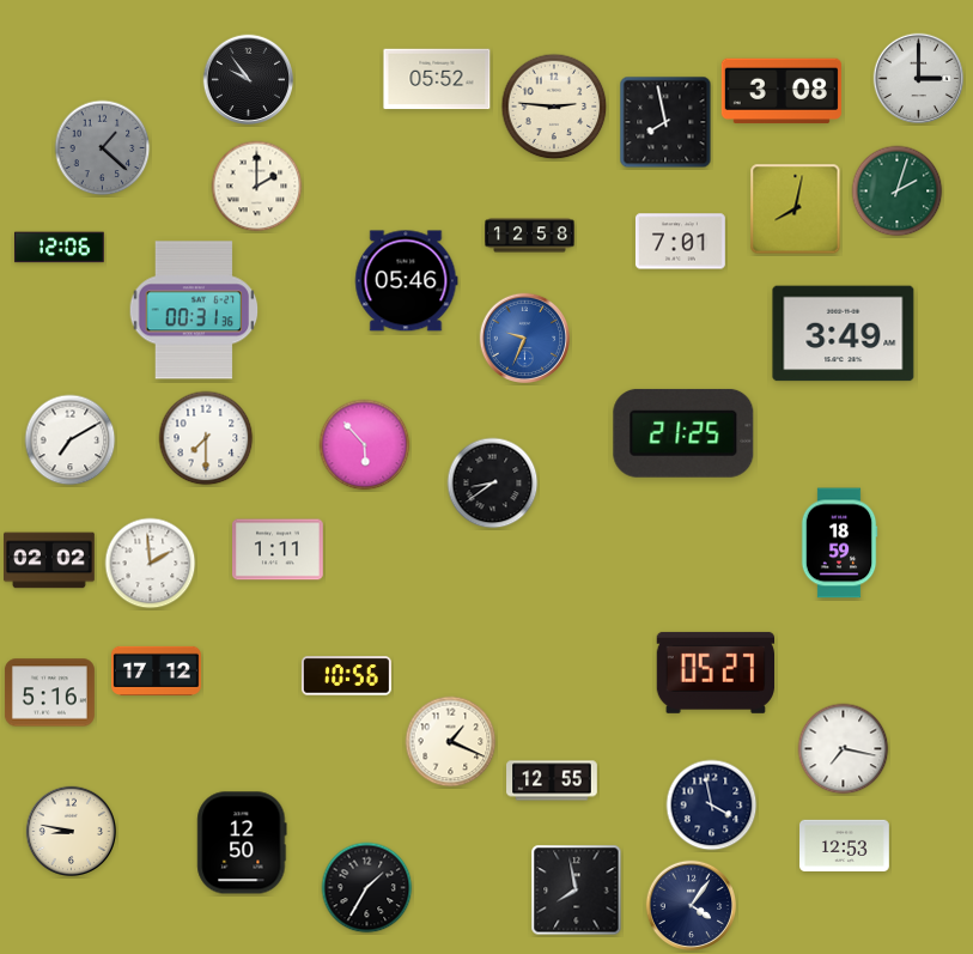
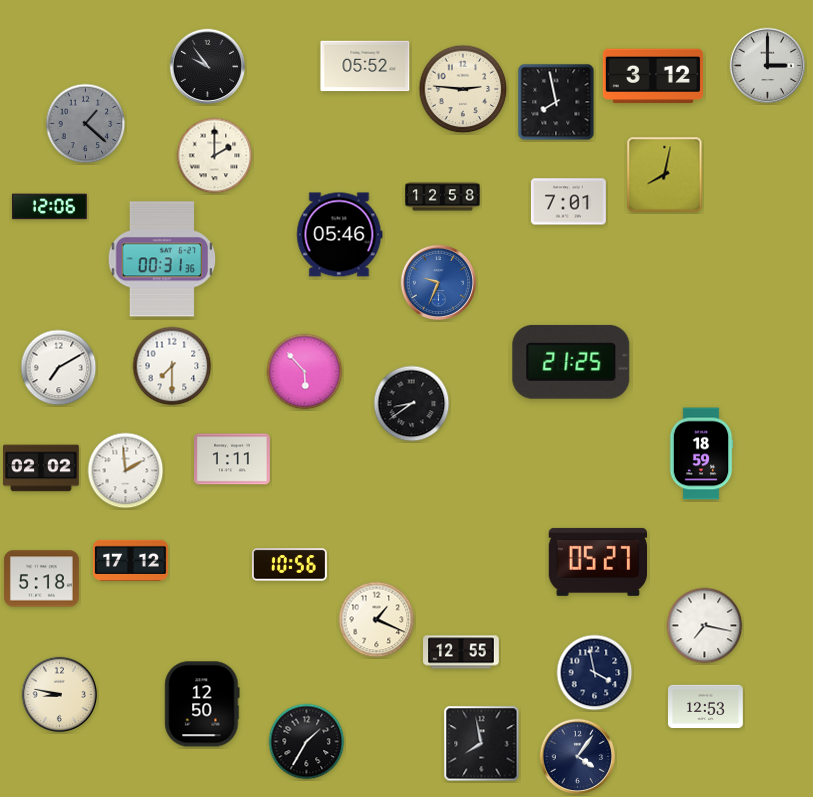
clock at (782, 91): 3:08 -> 3:12
clock at (898, 192): 2:03 -> none
clock at (844, 334): 3:49 -> none
clock at (49, 693): 5:16 -> 5:18
